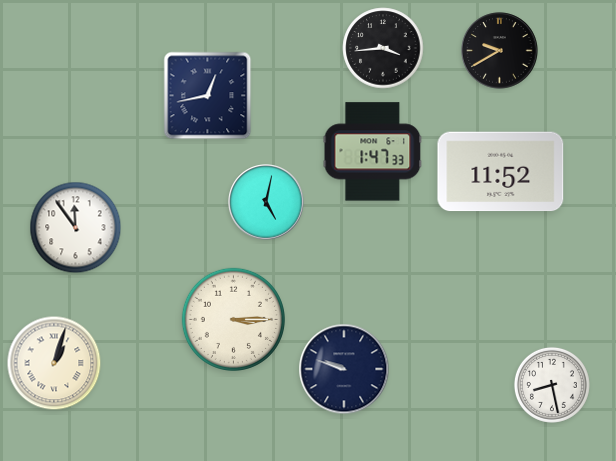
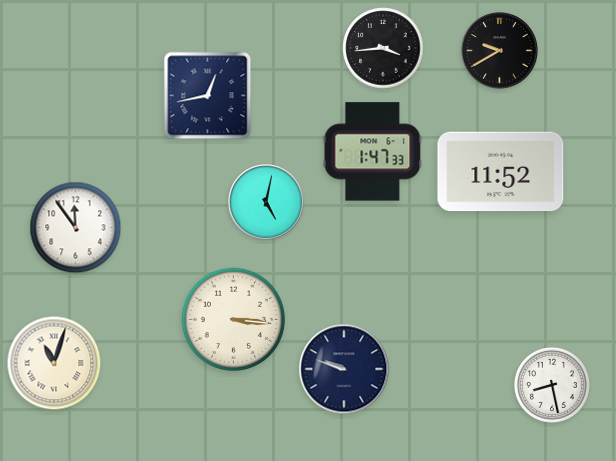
clock at (233, 319): 3:15 -> 3:16
clock at (54, 363): 1:03 -> 11:03
